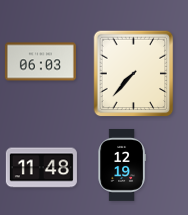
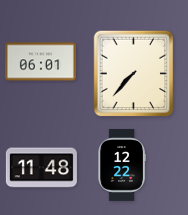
clock at (40, 62): 06:03 -> 06:01
clock at (122, 165): 12:19 -> 12:22
